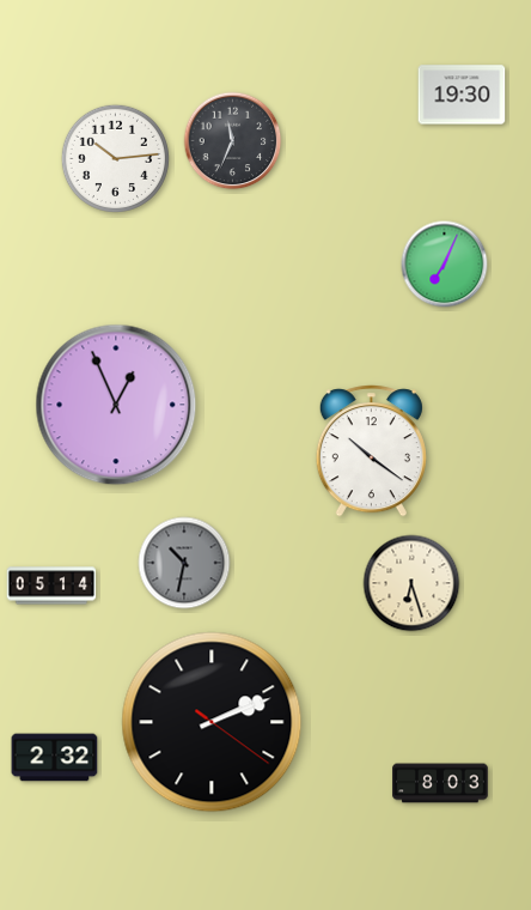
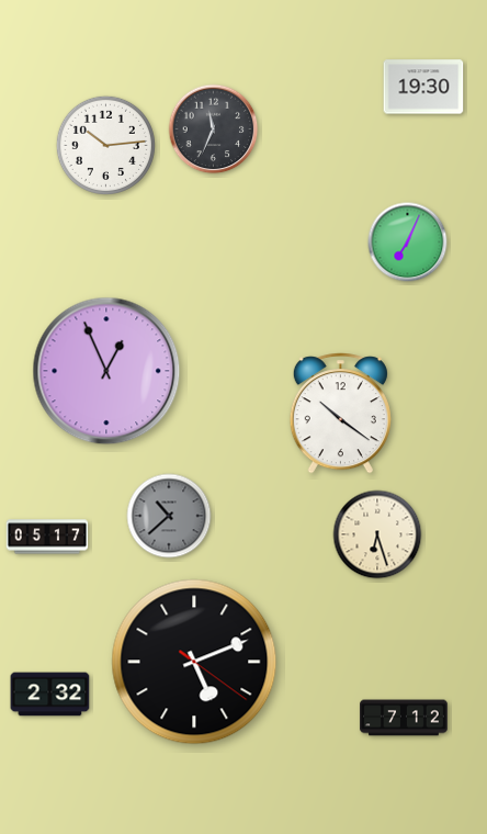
clock at (184, 563): 10:32 -> 10:38
clock at (51, 586): 05:14 -> 05:17
clock at (212, 722): 2:11 -> 5:11
clock at (440, 783): 8:03 -> 7:12
